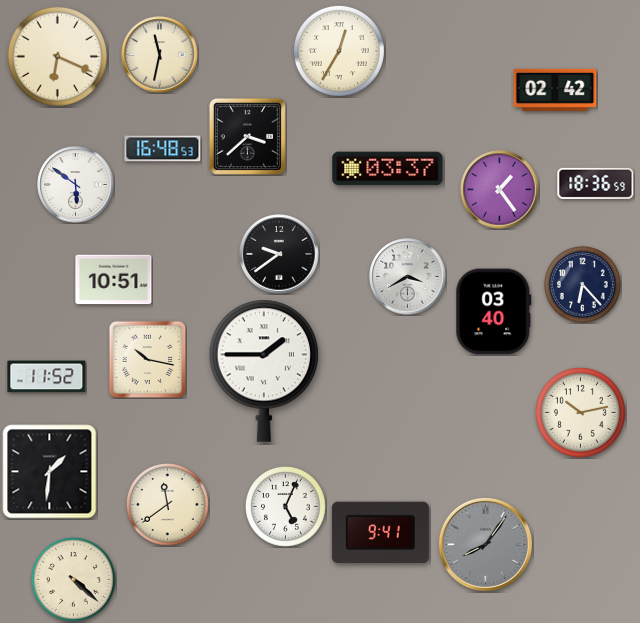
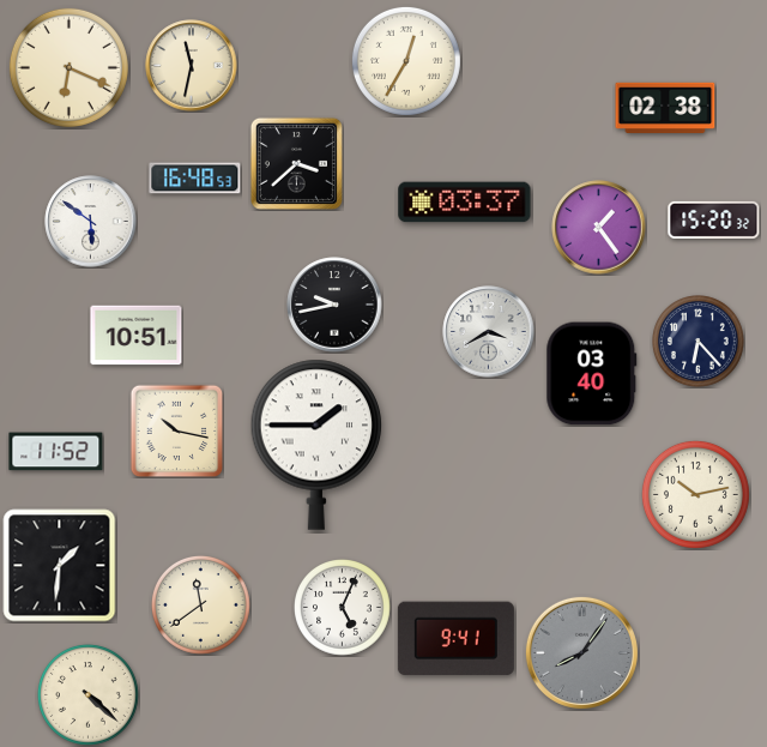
clock at (555, 89): 02:42 -> 02:38
clock at (596, 183): 18:36 -> 15:20
clock at (279, 254): 9:39 -> 9:43
